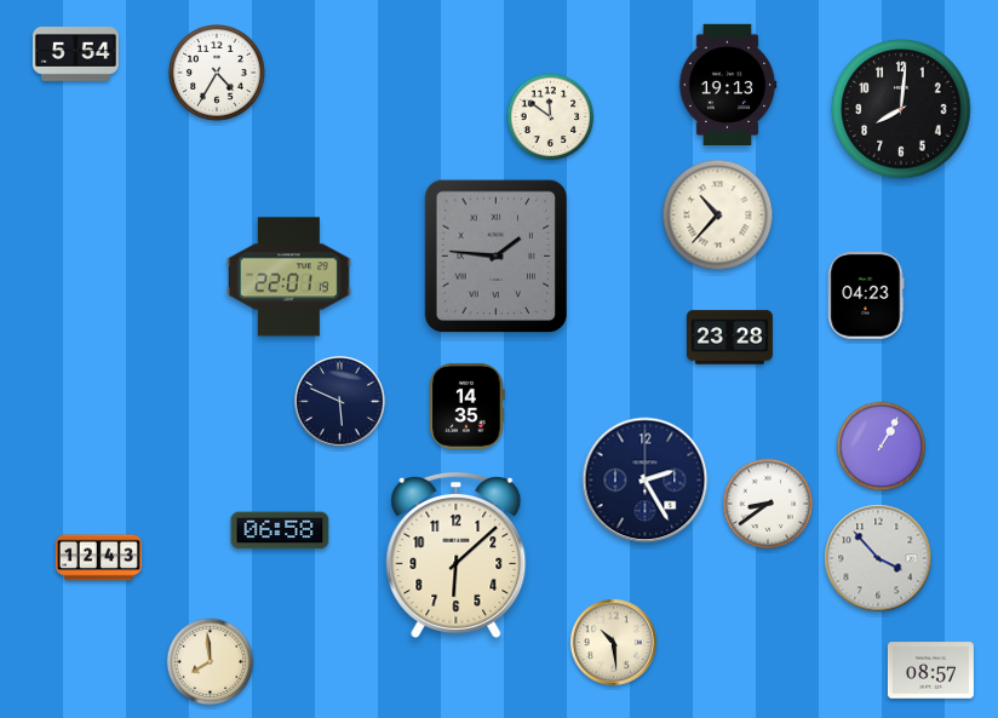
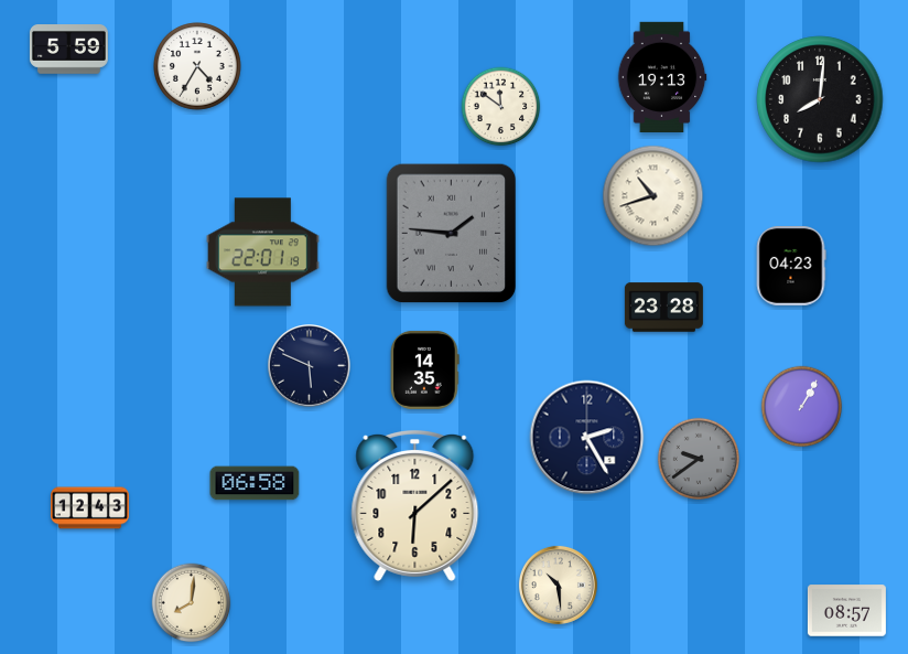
clock at (75, 54): 5:54 -> 5:59
clock at (718, 216): 10:37 -> 10:42
clock at (866, 297) position: (866, 297) -> (791, 267)
clock at (767, 502): 8:39 -> 9:39
clock at (767, 502) dial: white -> grey
clock at (878, 558): 3:53 -> none
clock at (211, 662): 7:59 -> 8:01
